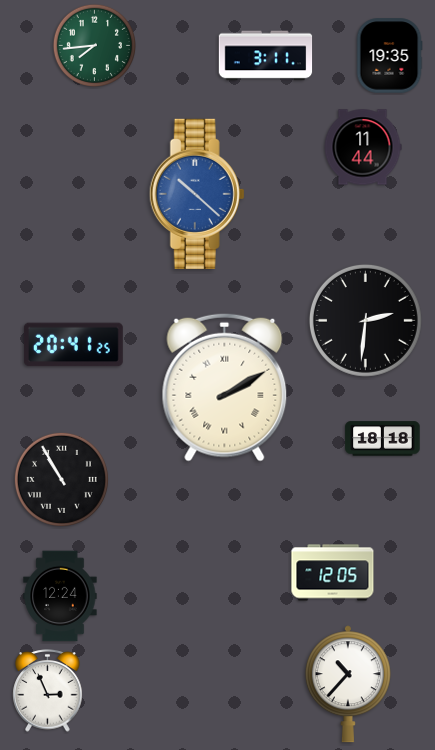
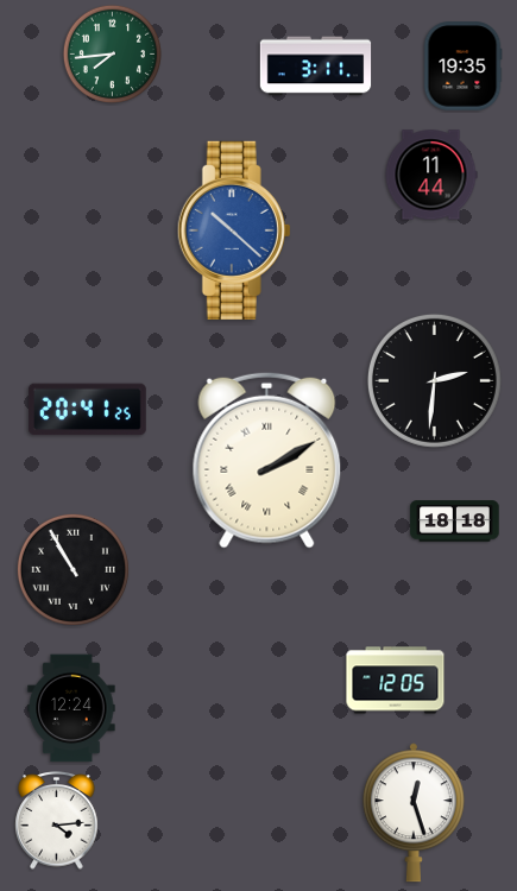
clock at (348, 684): 10:37 -> 12:27
clock at (48, 691): 2:56 -> 4:14
